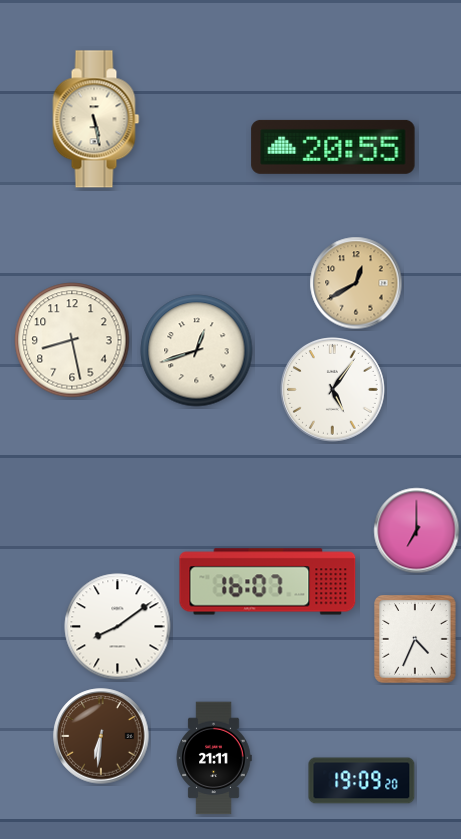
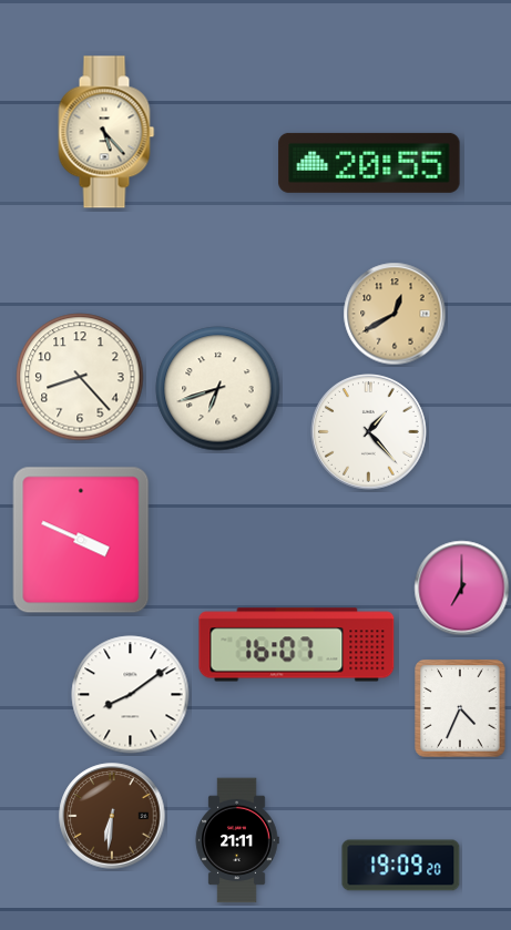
clock at (96, 119): 5:28 -> 5:23
clock at (72, 340): 8:28 -> 8:23
clock at (197, 351): 12:42 -> 6:42
clock at (333, 390): 5:06 -> 1:23
clock at (81, 540): none -> 3:49
